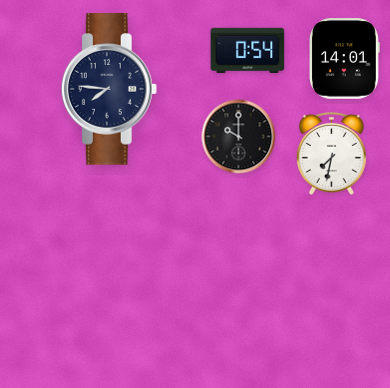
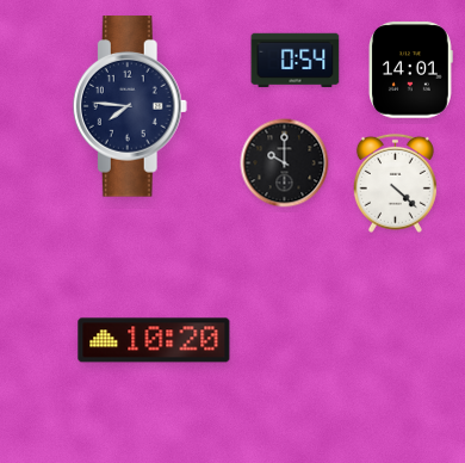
clock at (331, 153): 7:32 -> 4:22
clock at (154, 340): none -> 10:20
